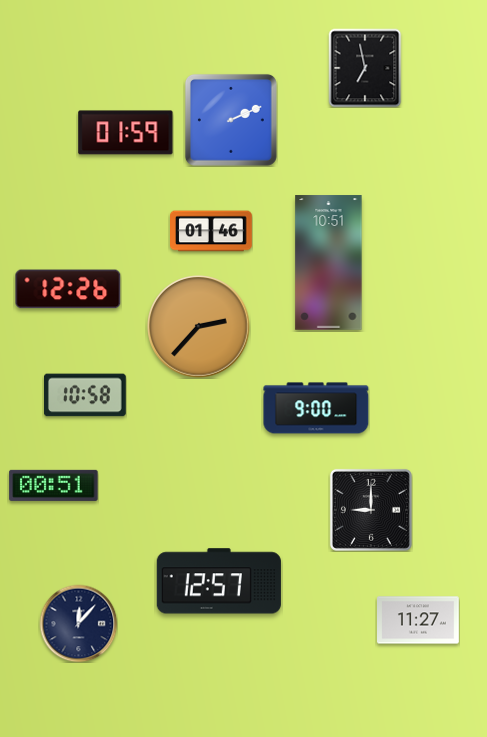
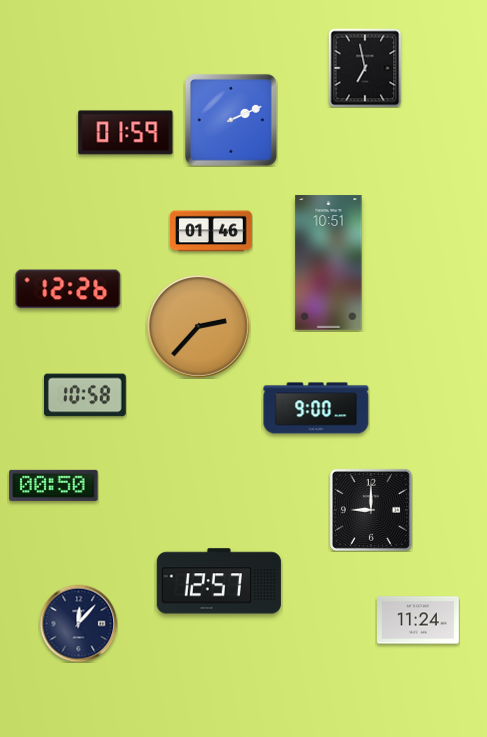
clock at (54, 485): 00:51 -> 00:50
clock at (419, 620): 11:27 -> 11:24
